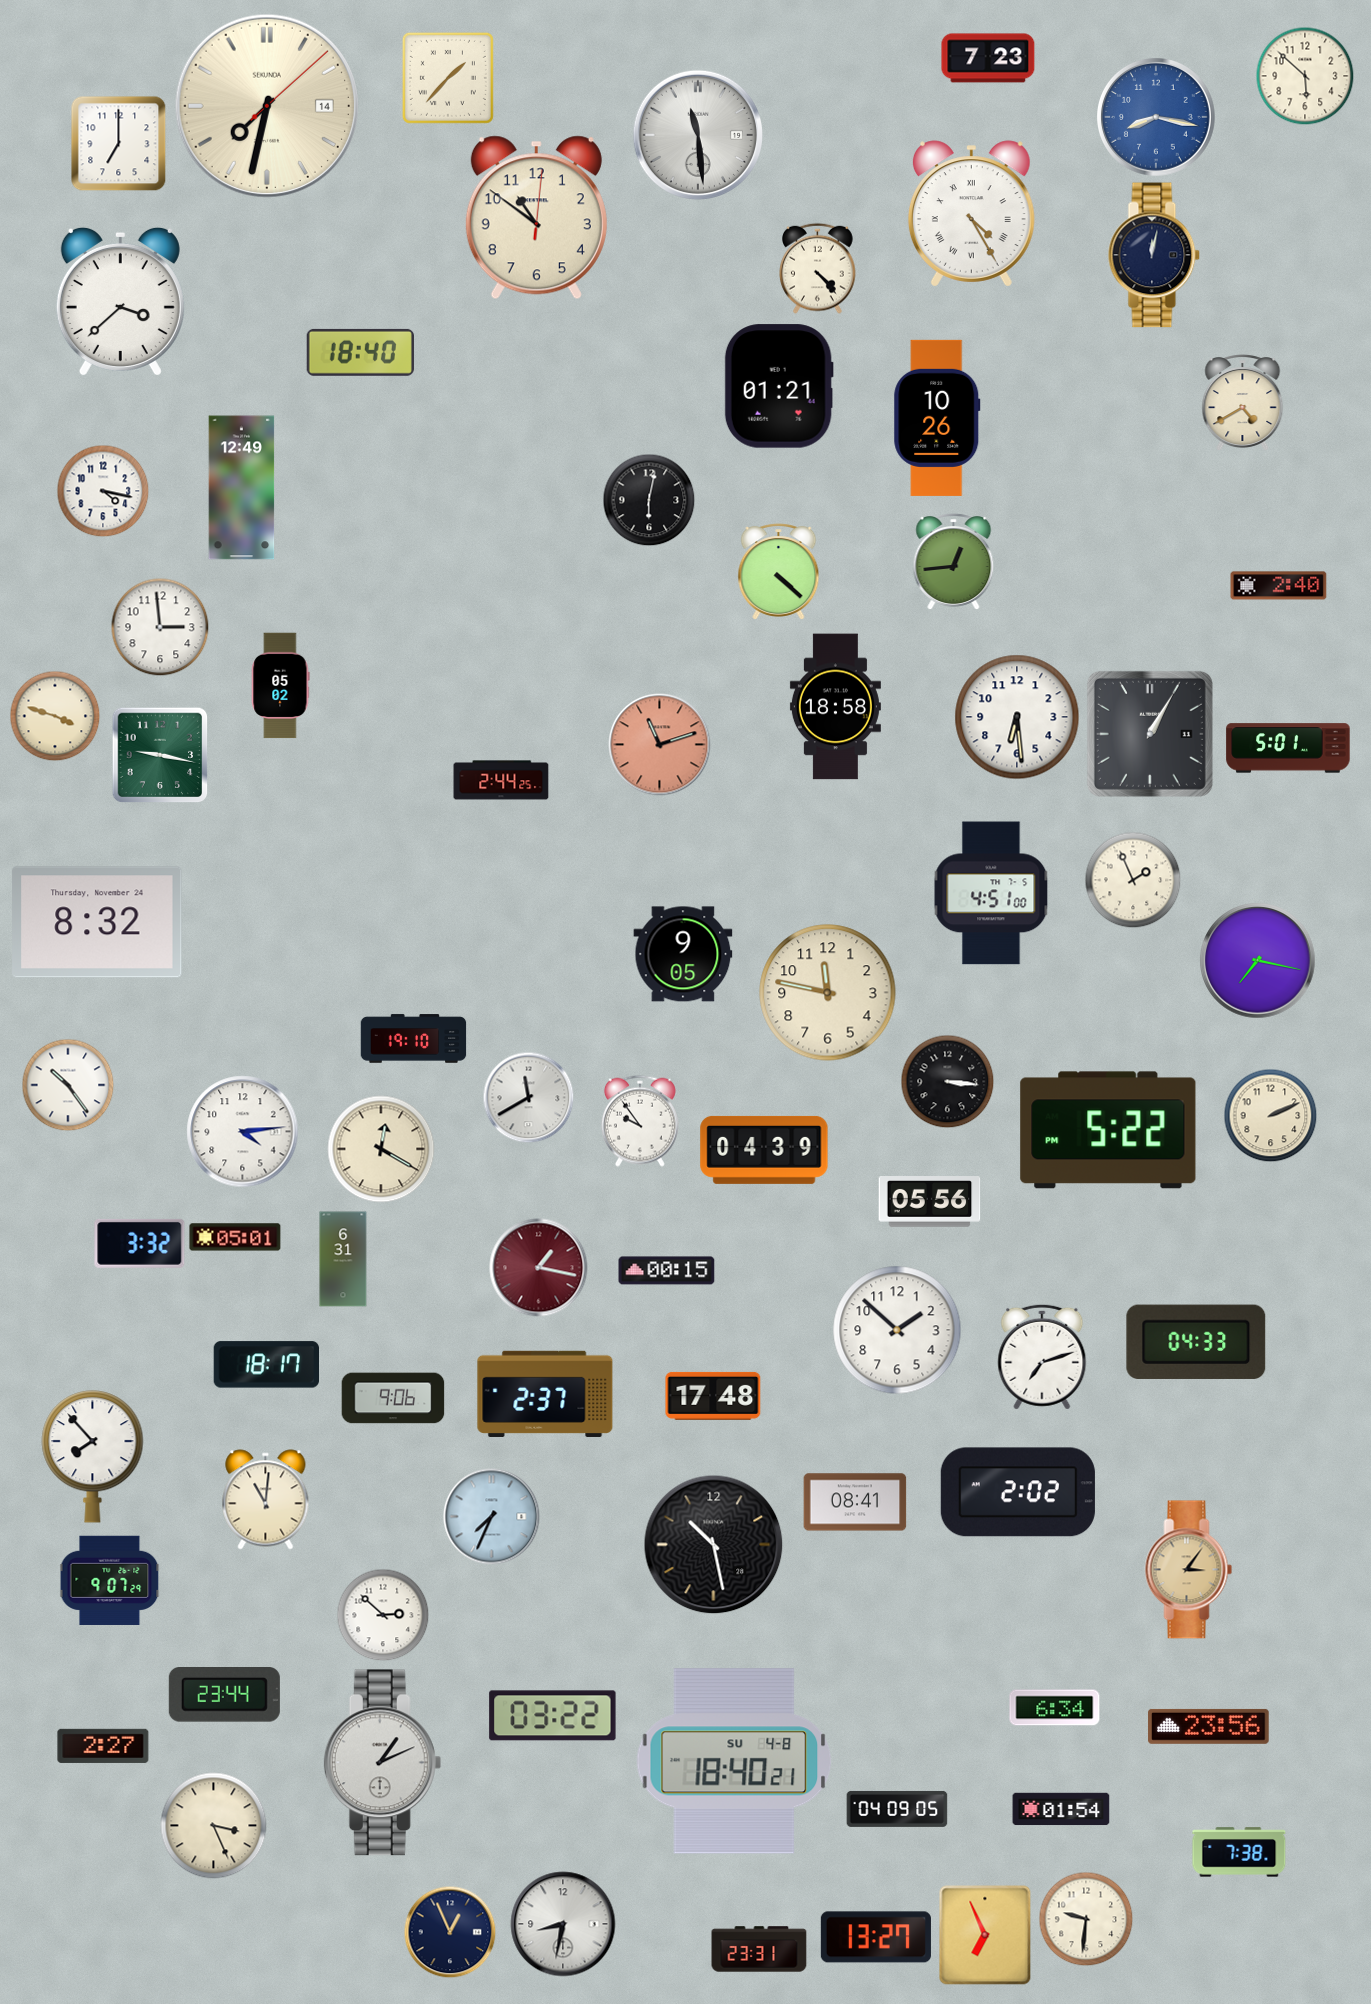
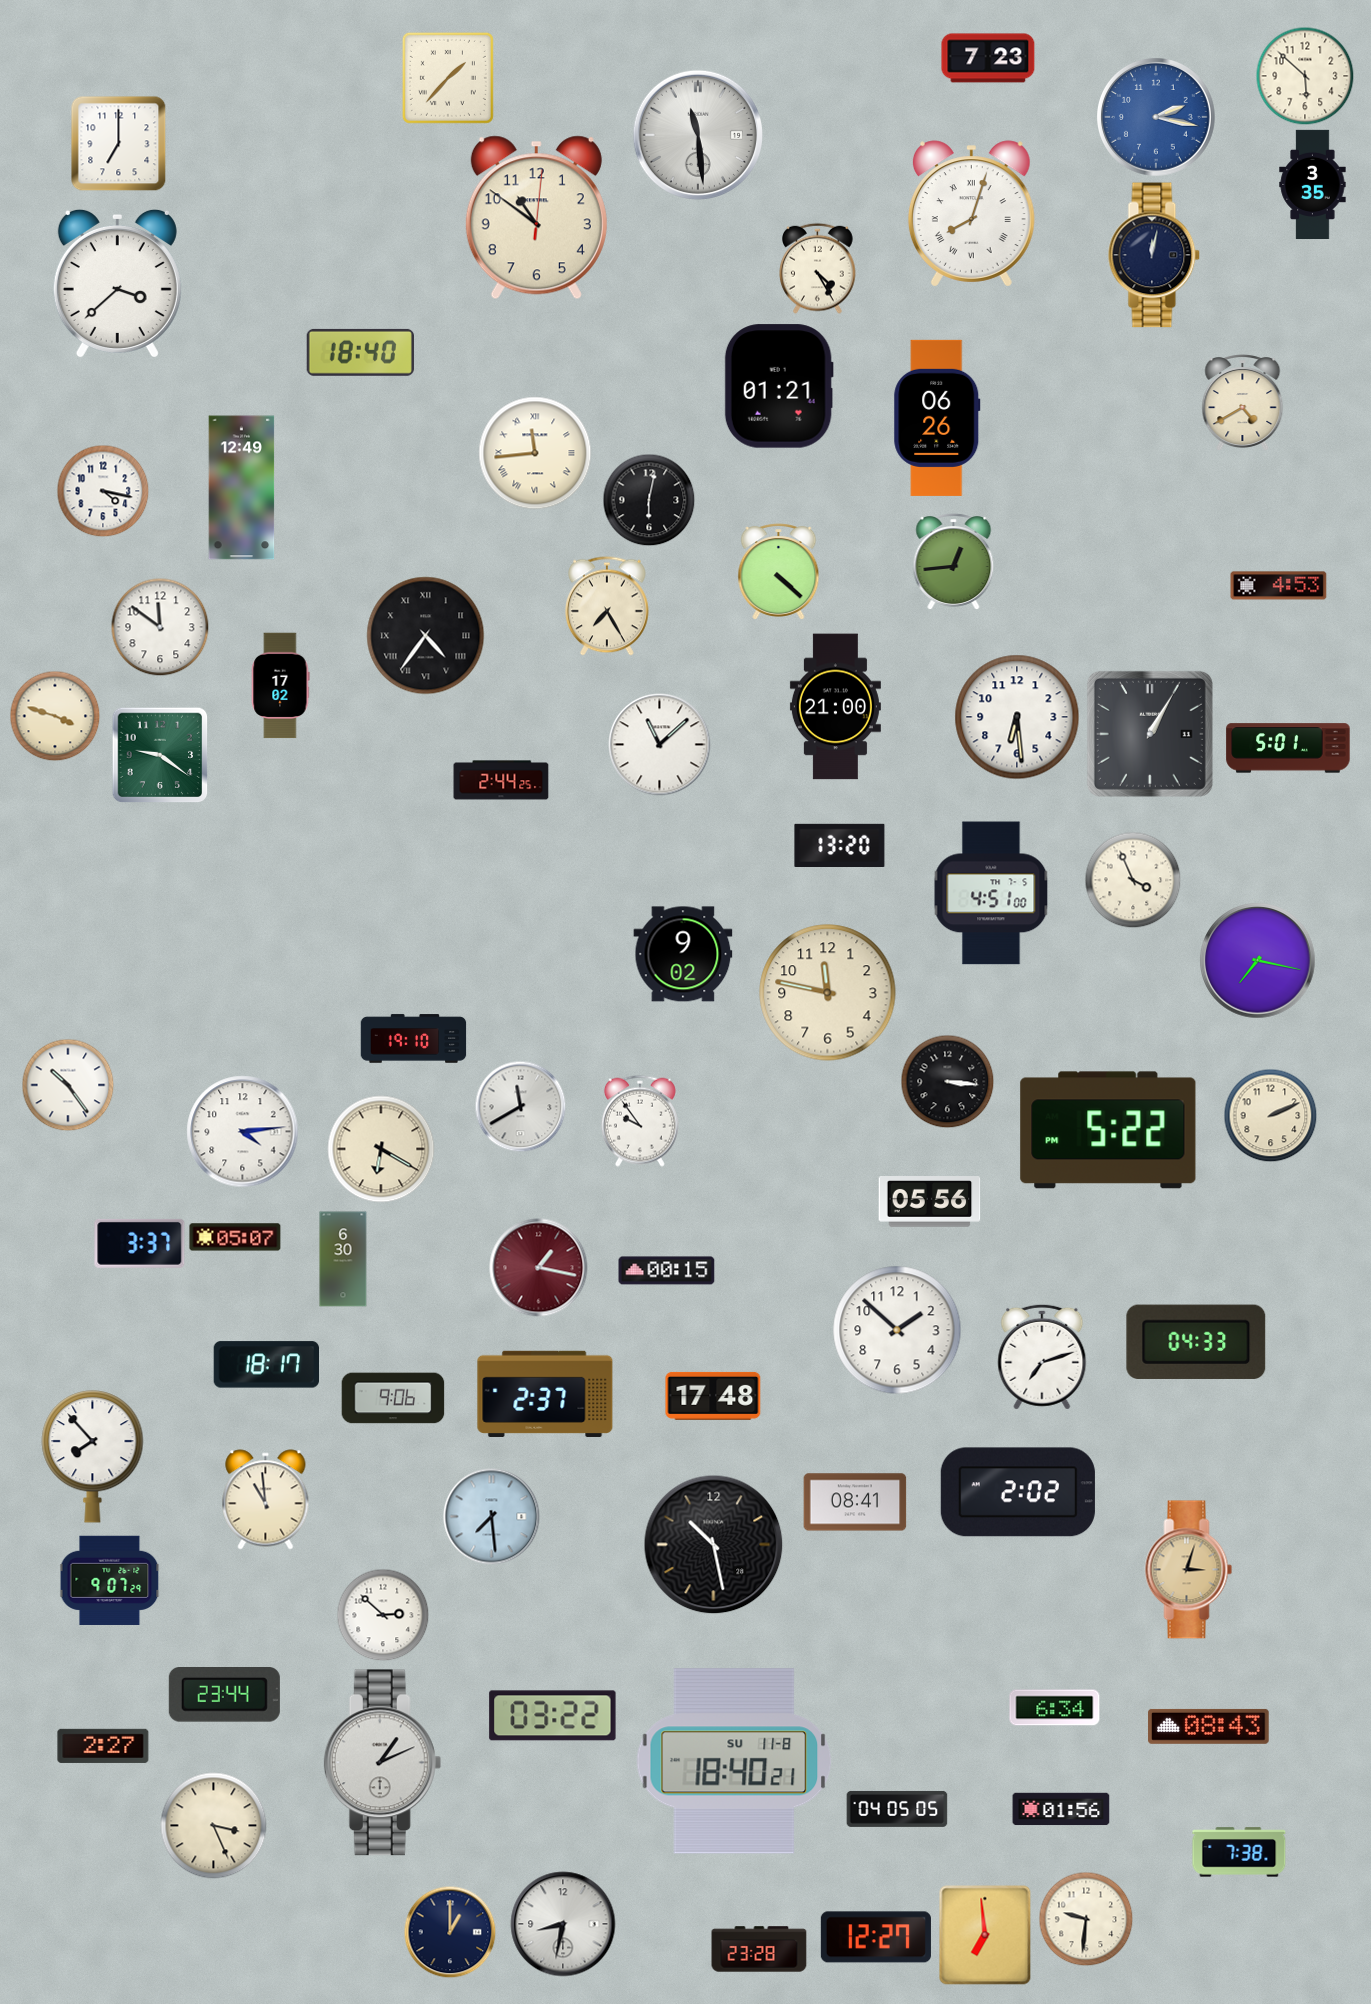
clock at (266, 105): 7:32 -> none
clock at (1157, 118): 8:17 -> 2:17
clock at (1313, 184): none -> 3:35
clock at (971, 214): 4:25 -> 8:03
clock at (818, 268): 4:23 -> 4:25
clock at (120, 301) position: (120, 301) -> (117, 283)
clock at (937, 418): 10:26 -> 06:26
clock at (535, 453): none -> 11:44
clock at (1279, 586): 2:40 -> 4:53
clock at (608, 606): none -> 7:25
clock at (160, 627): 2:59 -> 11:51
clock at (426, 636): none -> 4:36
clock at (281, 686): 05:02 -> 17:02
clock at (835, 707): 18:58 -> 21:00
clock at (660, 745): 11:12 -> 11:08
clock at (660, 745) dial: salmon -> white
clock at (160, 755): 9:17 -> 9:21
clock at (840, 845): none -> 13:20
clock at (1133, 880): 1:56 -> 3:56
clock at (97, 922): 8:32 -> none
clock at (683, 954): 9:05 -> 9:02
clock at (528, 1097) position: (528, 1097) -> (520, 1106)
clock at (381, 1149): 12:20 -> 6:20
clock at (764, 1150): 04:39 -> none
clock at (235, 1237): 05:01 -> 05:07
clock at (140, 1243): 3:32 -> 3:37
clock at (343, 1259): 6:31 -> 6:30
clock at (266, 1500): 11:01 -> 10:59
clock at (492, 1517): 7:34 -> 7:29
clock at (1189, 1570): 3:06 -> 3:03
clock at (1209, 1726): 23:56 -> 08:43
clock at (734, 1761) date: SU 4-8 -> SU 11-8
clock at (897, 1809): 04:09 -> 04:05
clock at (1061, 1809): 01:54 -> 01:56
clock at (450, 1932): 12:56 -> 1:00
clock at (985, 1935): 6:56 -> 6:59
clock at (876, 1937): 13:27 -> 12:27
clock at (759, 1949): 23:31 -> 23:28
